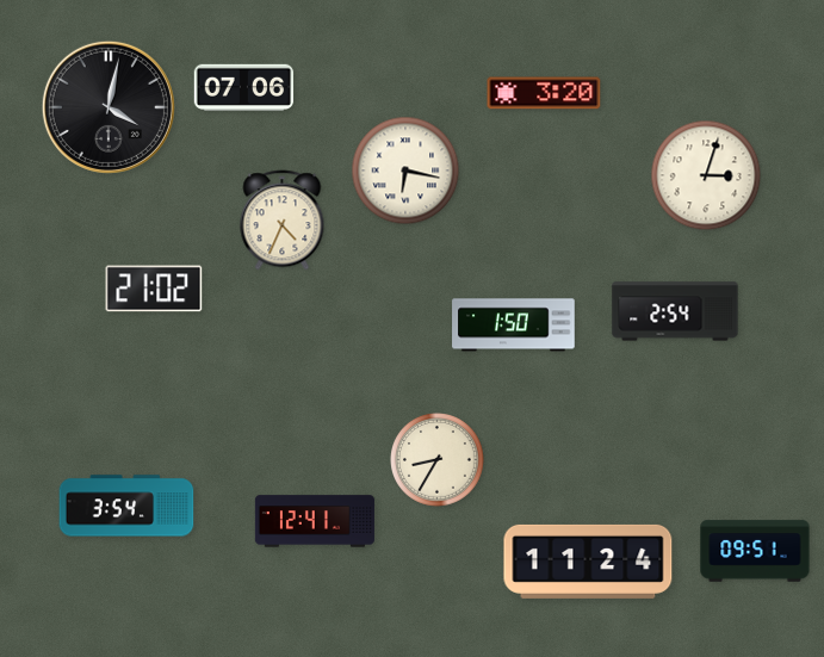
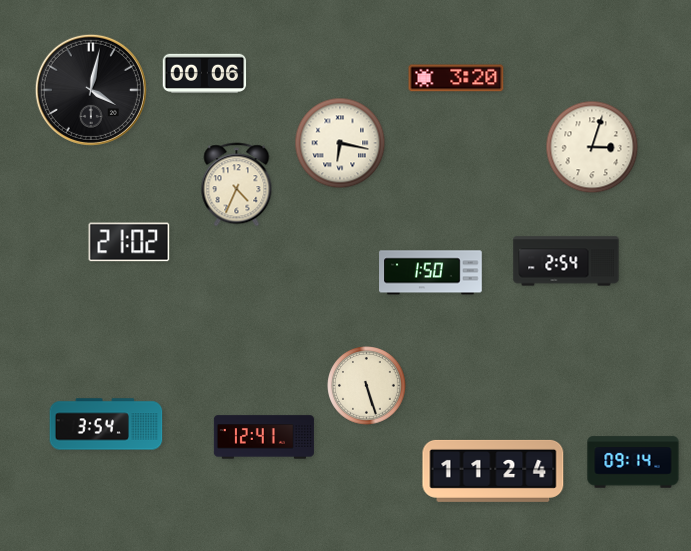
clock at (244, 87): 07:06 -> 00:06
clock at (438, 460): 8:35 -> 5:27
clock at (755, 551): 09:51 -> 09:14
